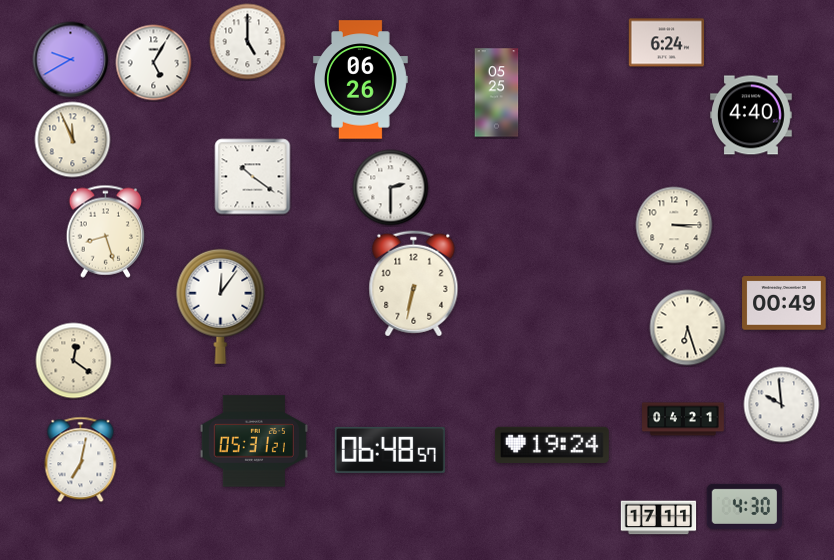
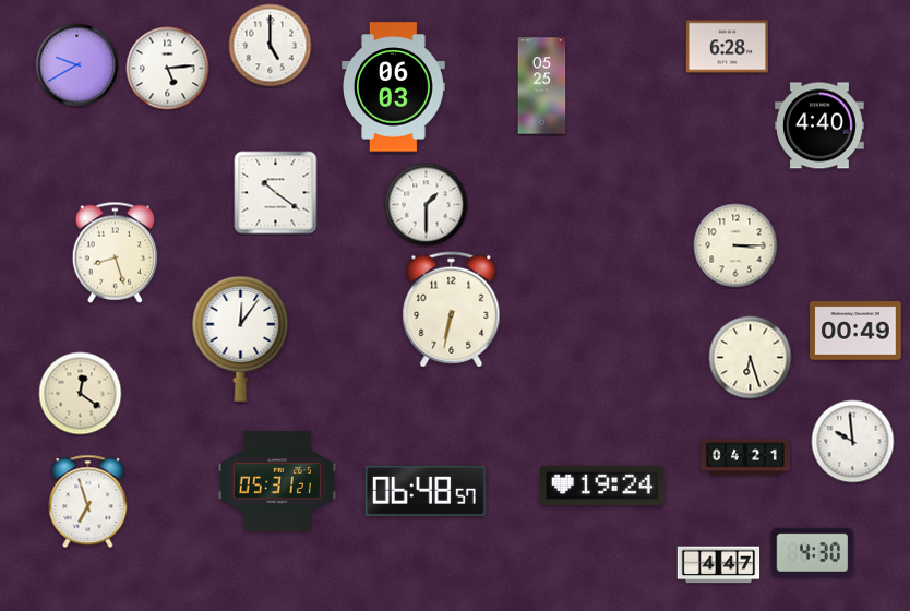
clock at (667, 43): 6:24 -> 6:28
clock at (154, 63): 5:05 -> 5:14
clock at (360, 80): 06:26 -> 06:03
clock at (497, 93) position: (497, 93) -> (542, 86)
clock at (73, 140): 11:56 -> none
clock at (391, 188): 2:30 -> 1:30
clock at (221, 306) position: (221, 306) -> (241, 338)
clock at (81, 460): 7:02 -> 6:57
clock at (659, 518): 17:11 -> 4:47
